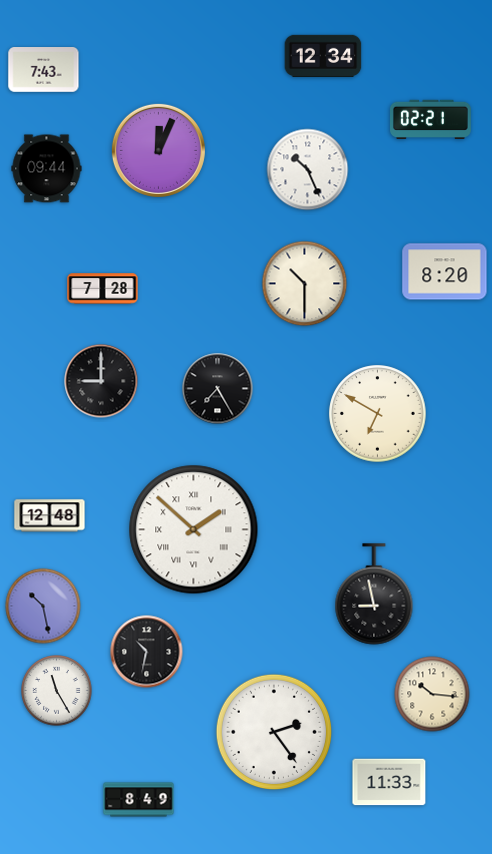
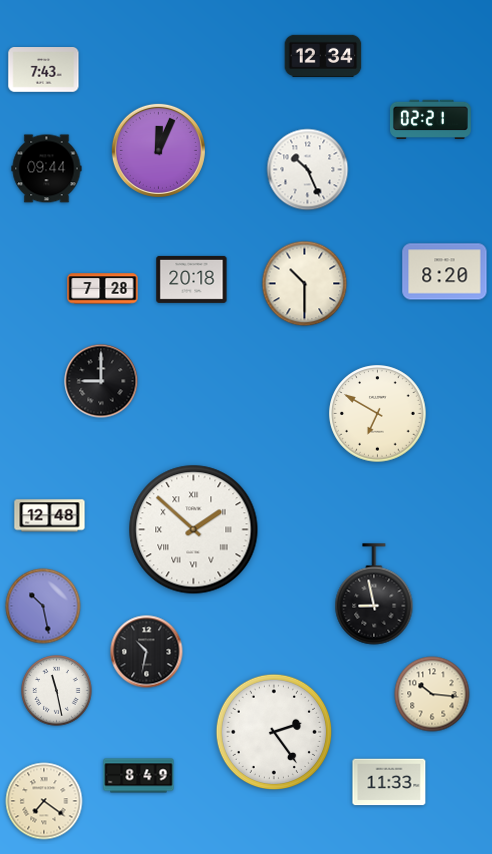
clock at (192, 279): none -> 20:18
clock at (218, 389): 7:25 -> none
clock at (57, 691): 11:25 -> 11:28
clock at (139, 800) position: (139, 800) -> (139, 776)
clock at (44, 801): none -> 7:21
